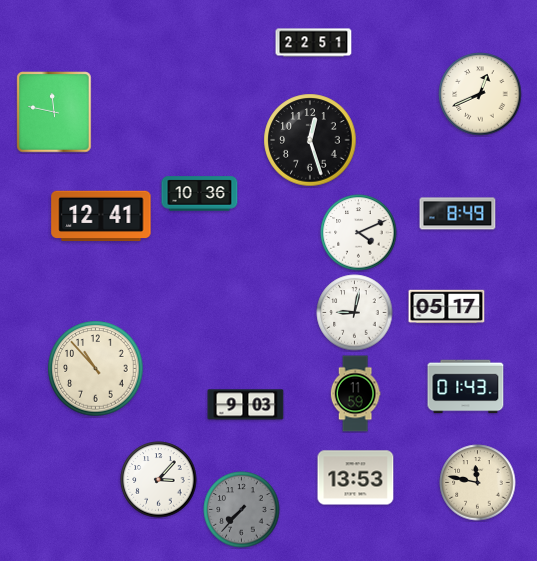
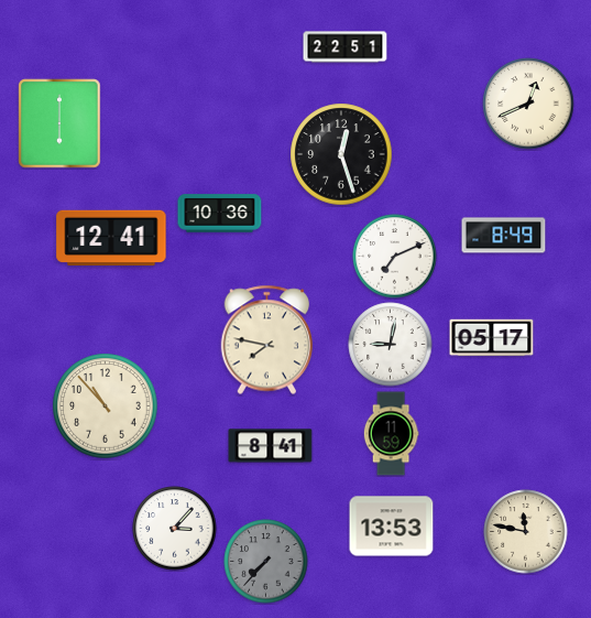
clock at (54, 112): 11:47 -> 6:00
clock at (359, 233): 4:11 -> 7:11
clock at (267, 340): none -> 7:47
clock at (466, 387): 01:43 -> none
clock at (246, 405): 9:03 -> 8:41
